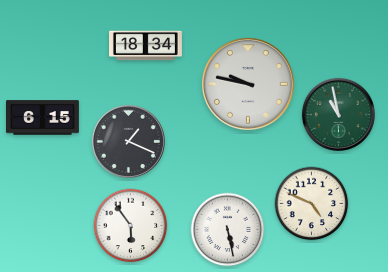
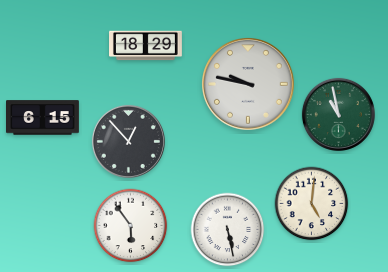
clock at (146, 46): 18:34 -> 18:29
clock at (128, 141): 1:19 -> 12:53
clock at (312, 204): 4:49 -> 5:01
